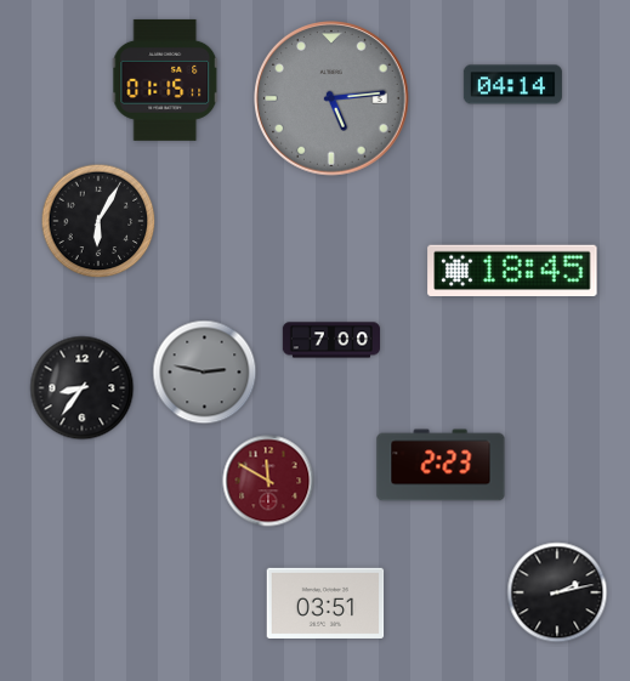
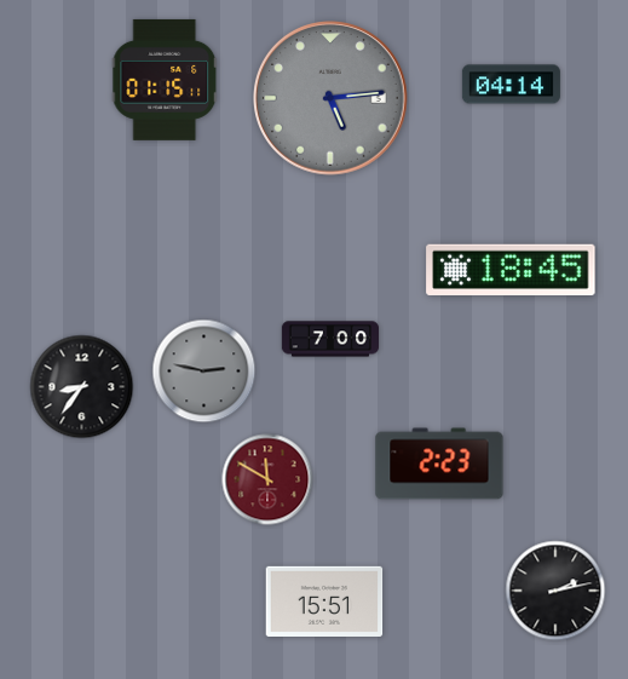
clock at (98, 221): 6:05 -> none
clock at (325, 603): 03:51 -> 15:51
